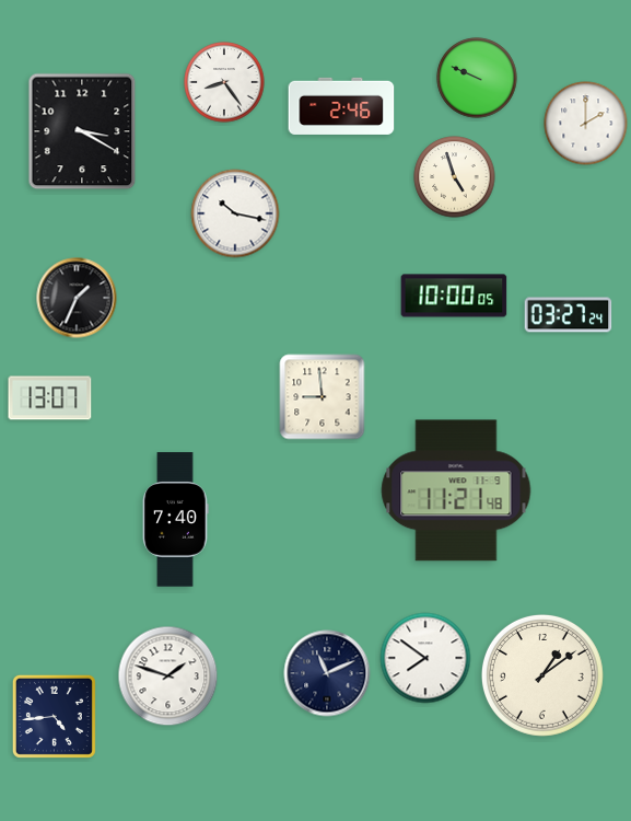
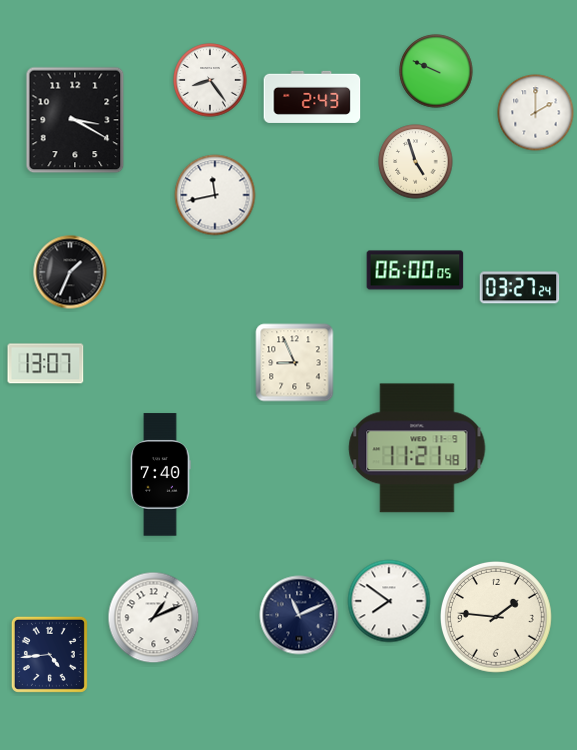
clock at (224, 82) position: (224, 82) -> (210, 80)
clock at (341, 106): 2:46 -> 2:43
clock at (235, 213): 10:17 -> 11:43
clock at (454, 296): 10:00 -> 06:00
clock at (323, 397): 8:59 -> 8:56
clock at (542, 675): 1:09 -> 1:46
clock at (168, 677): 1:48 -> 1:11
